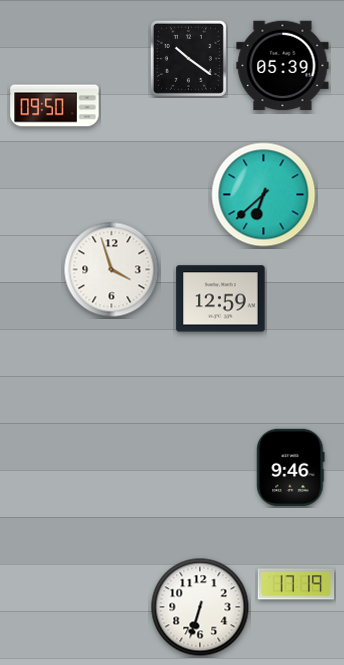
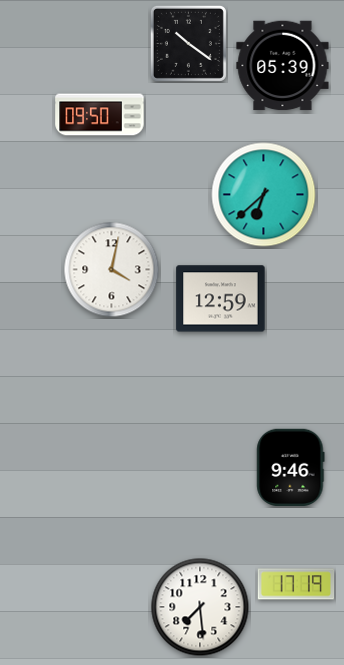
clock at (188, 58) position: (188, 58) -> (188, 43)
clock at (55, 106) position: (55, 106) -> (100, 115)
clock at (112, 270): 3:57 -> 4:02
clock at (200, 607): 6:33 -> 7:29
